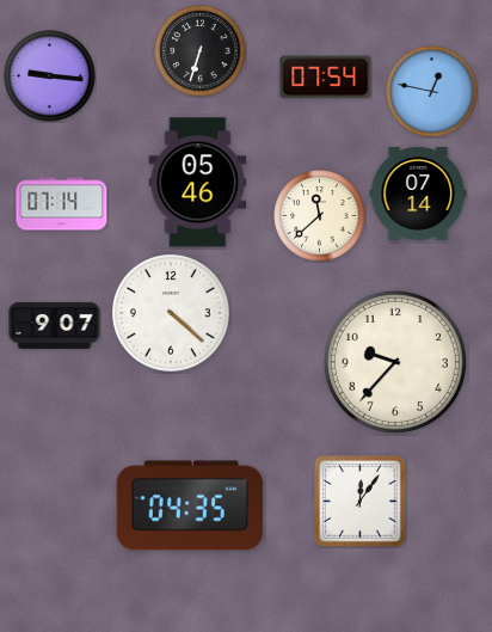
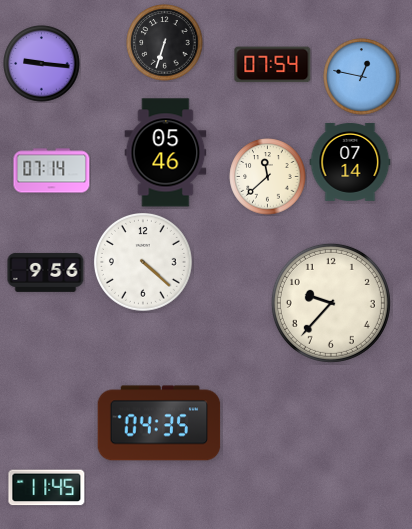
clock at (201, 51) position: (201, 51) -> (165, 43)
clock at (320, 216) position: (320, 216) -> (268, 177)
clock at (55, 325): 9:07 -> 9:56
clock at (361, 502): 12:06 -> none
clock at (47, 488): none -> 11:45
